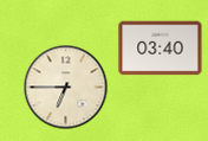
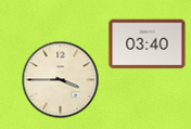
clock at (66, 88): 6:45 -> 3:45
